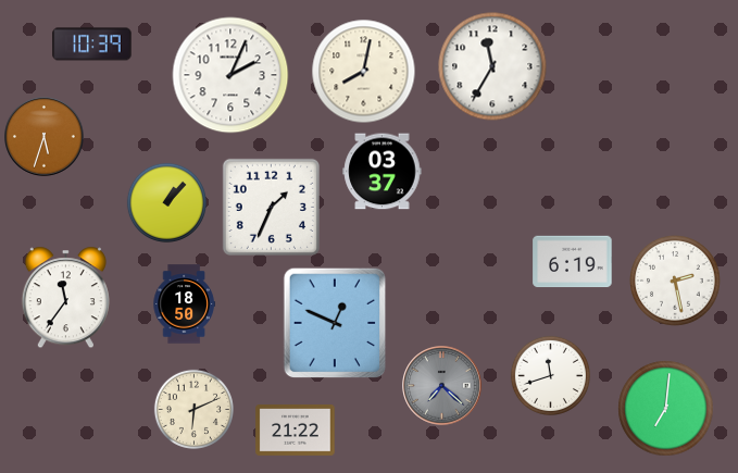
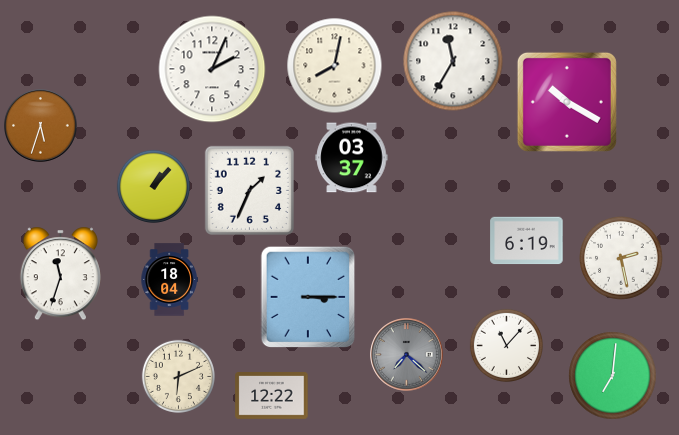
clock at (92, 45): 10:39 -> none
clock at (567, 102): none -> 10:20
clock at (65, 298): 11:36 -> 11:33
clock at (184, 304): 18:50 -> 18:04
clock at (335, 323): 12:49 -> 3:15
clock at (550, 375): 11:42 -> 11:07
clock at (296, 431): 21:22 -> 12:22
